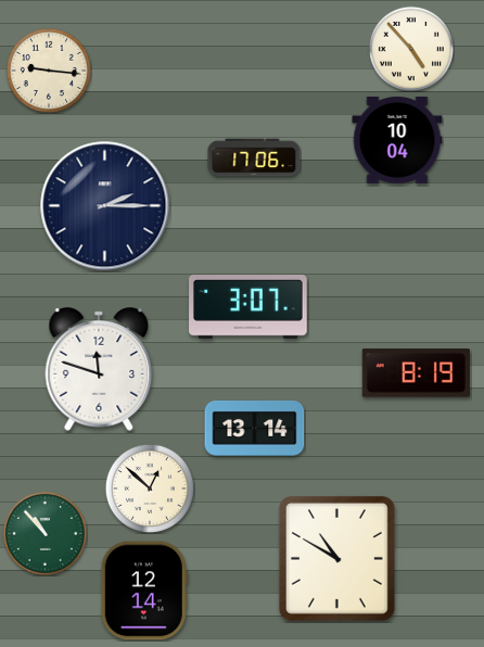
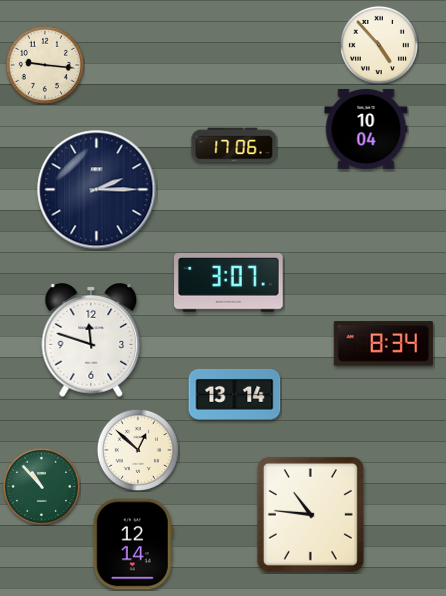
clock at (416, 373): 8:19 -> 8:34
clock at (44, 533) position: (44, 533) -> (41, 486)
clock at (336, 558): 10:50 -> 10:46
